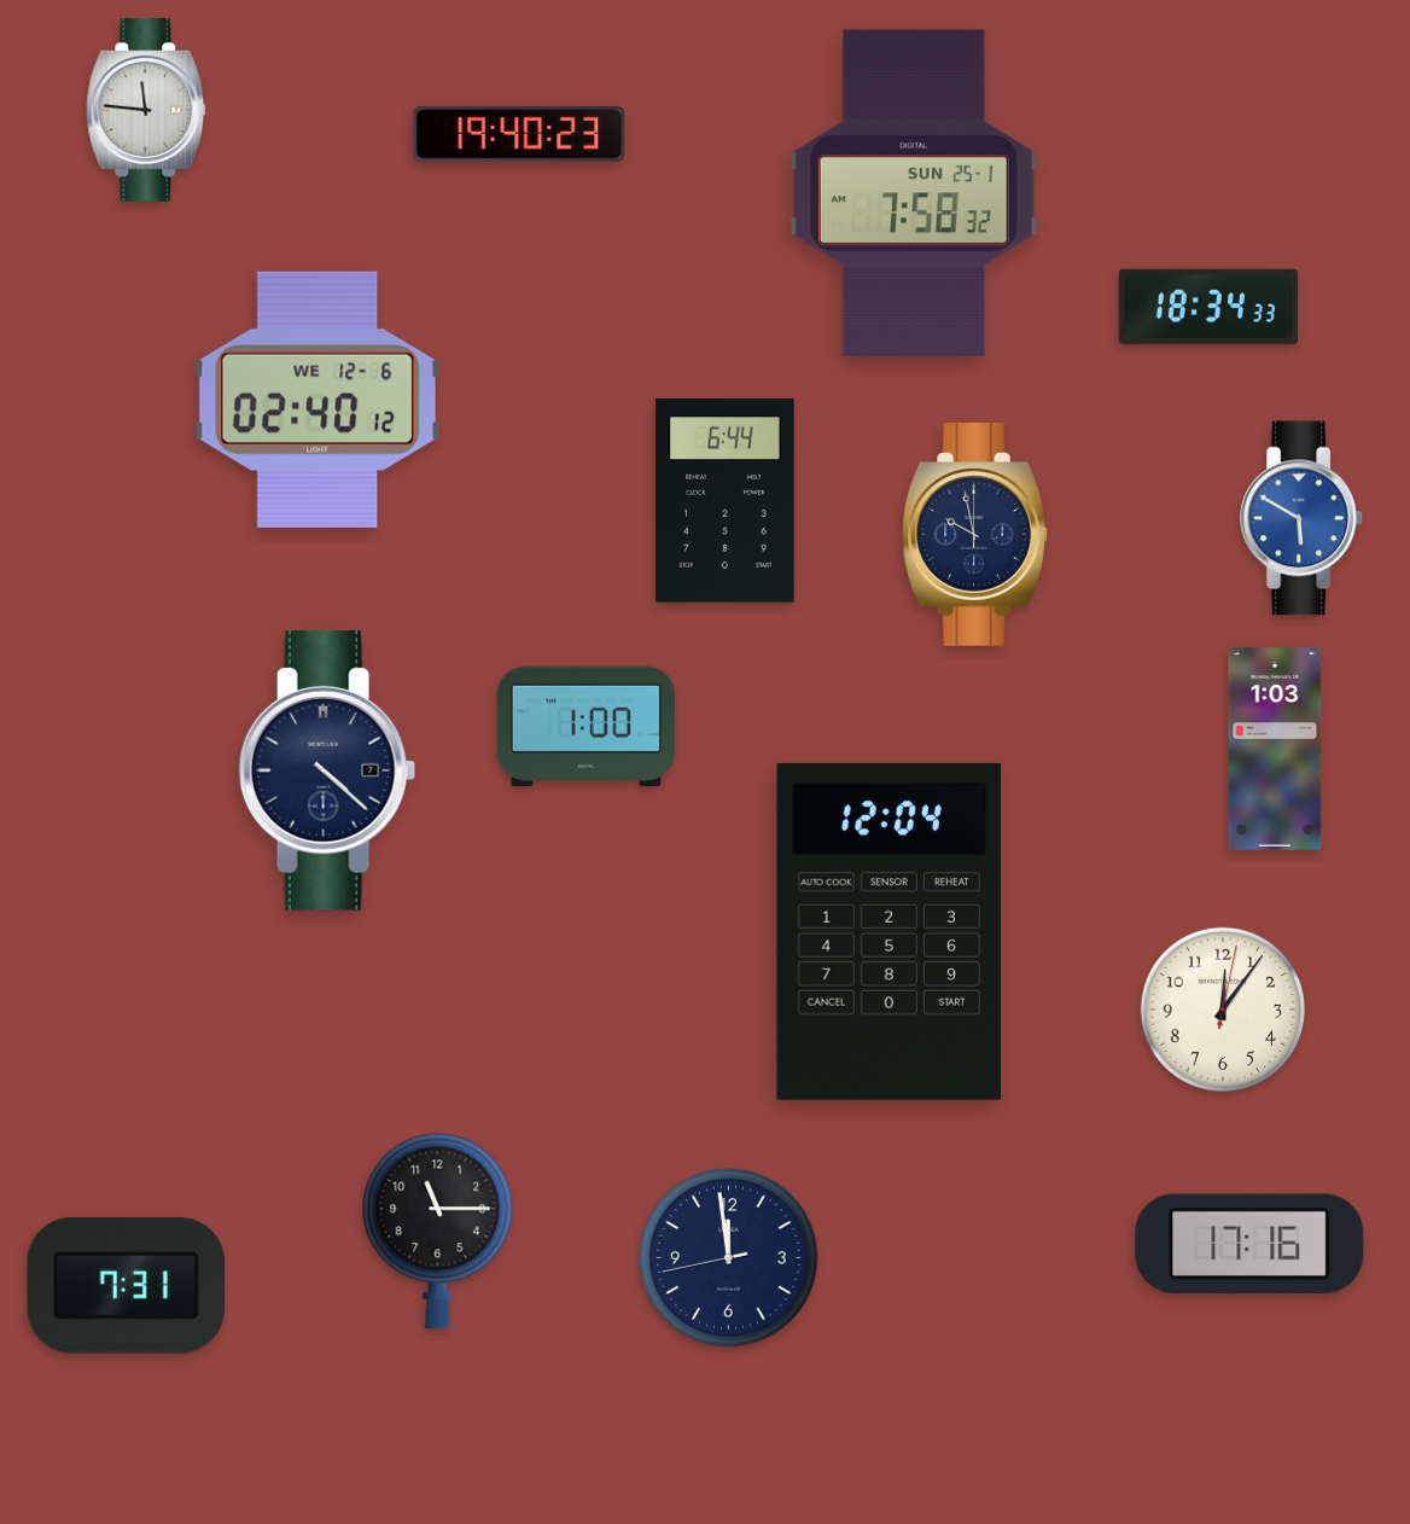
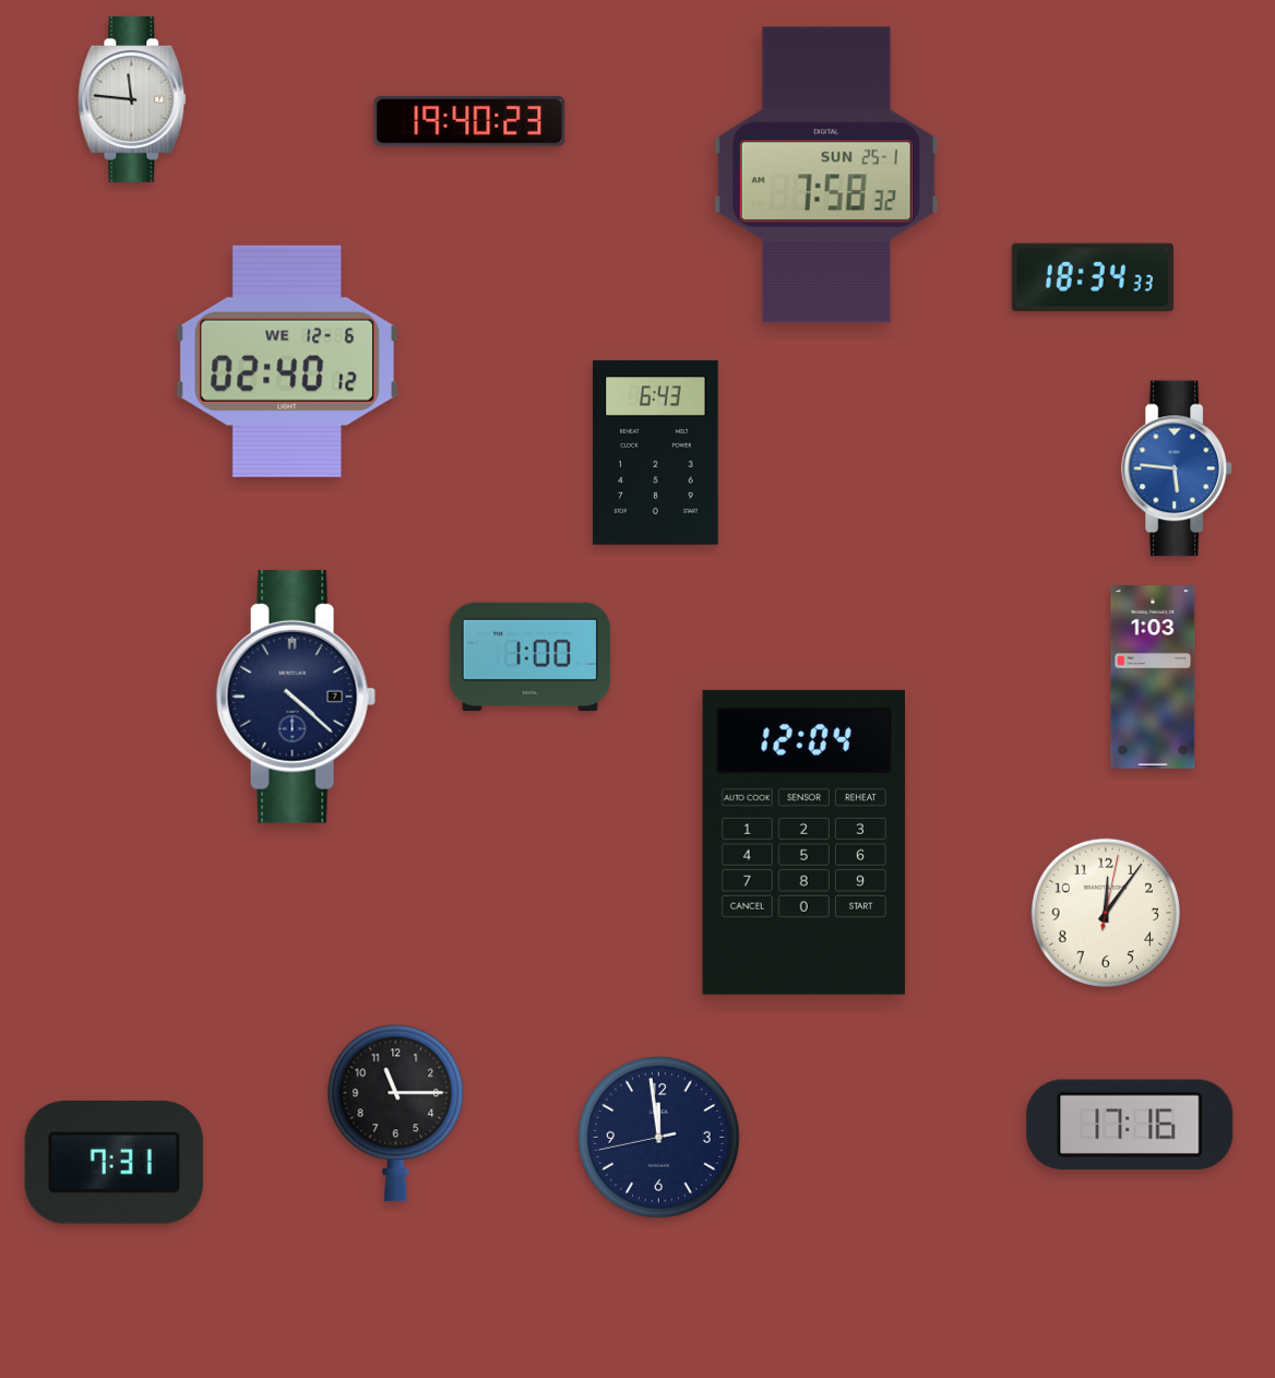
clock at (726, 501): 6:44 -> 6:43
clock at (1303, 518): 5:50 -> 5:46
clock at (975, 535): 9:58 -> none
